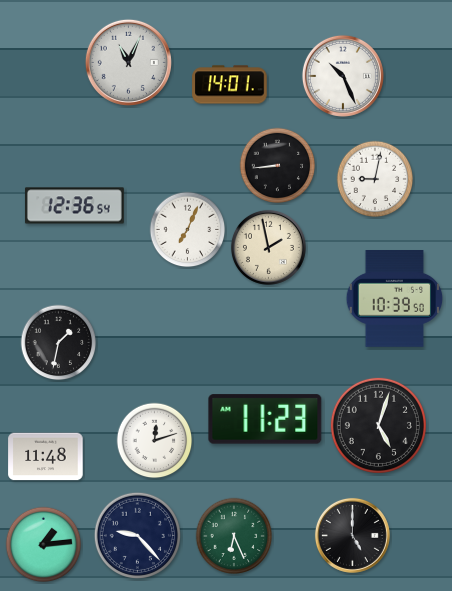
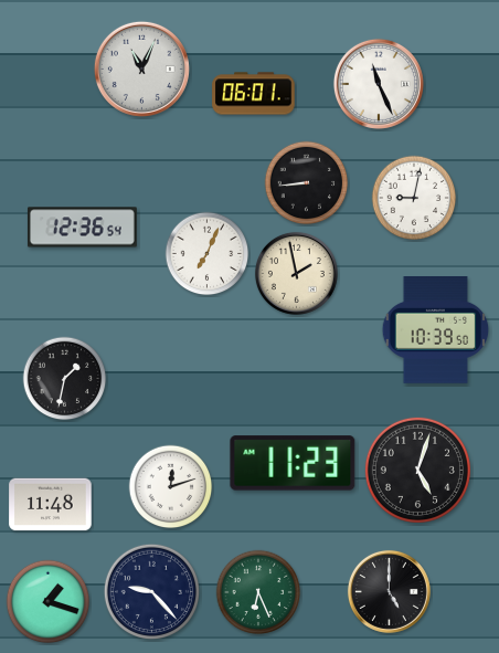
clock at (343, 76): 10:26 -> 11:26
clock at (230, 85): 14:01 -> 06:01
clock at (44, 545): 1:14 -> 1:18
